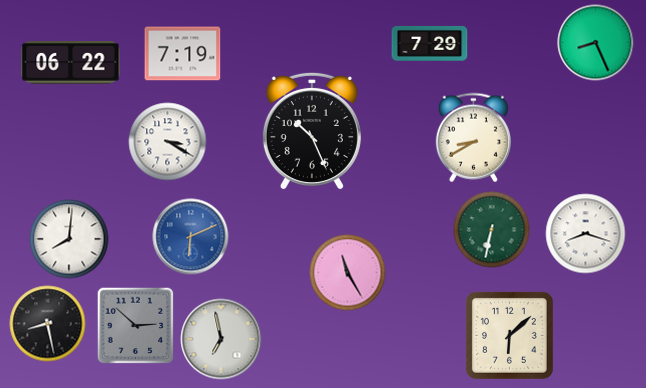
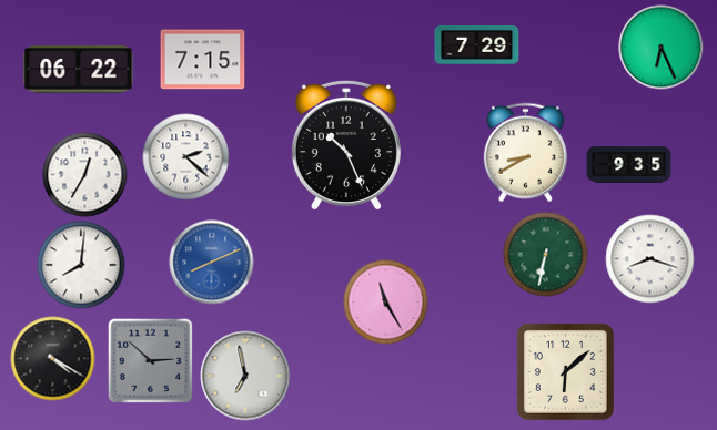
clock at (430, 43) position: (430, 43) -> (477, 44)
clock at (596, 43): 8:26 -> 6:26
clock at (183, 54): 7:19 -> 7:15
clock at (168, 142): 3:20 -> 2:22
clock at (629, 165): none -> 9:35
clock at (85, 175): none -> 12:35
clock at (191, 237): 6:11 -> 8:11
clock at (69, 239) position: (69, 239) -> (81, 265)
clock at (48, 324): 8:28 -> 4:20
